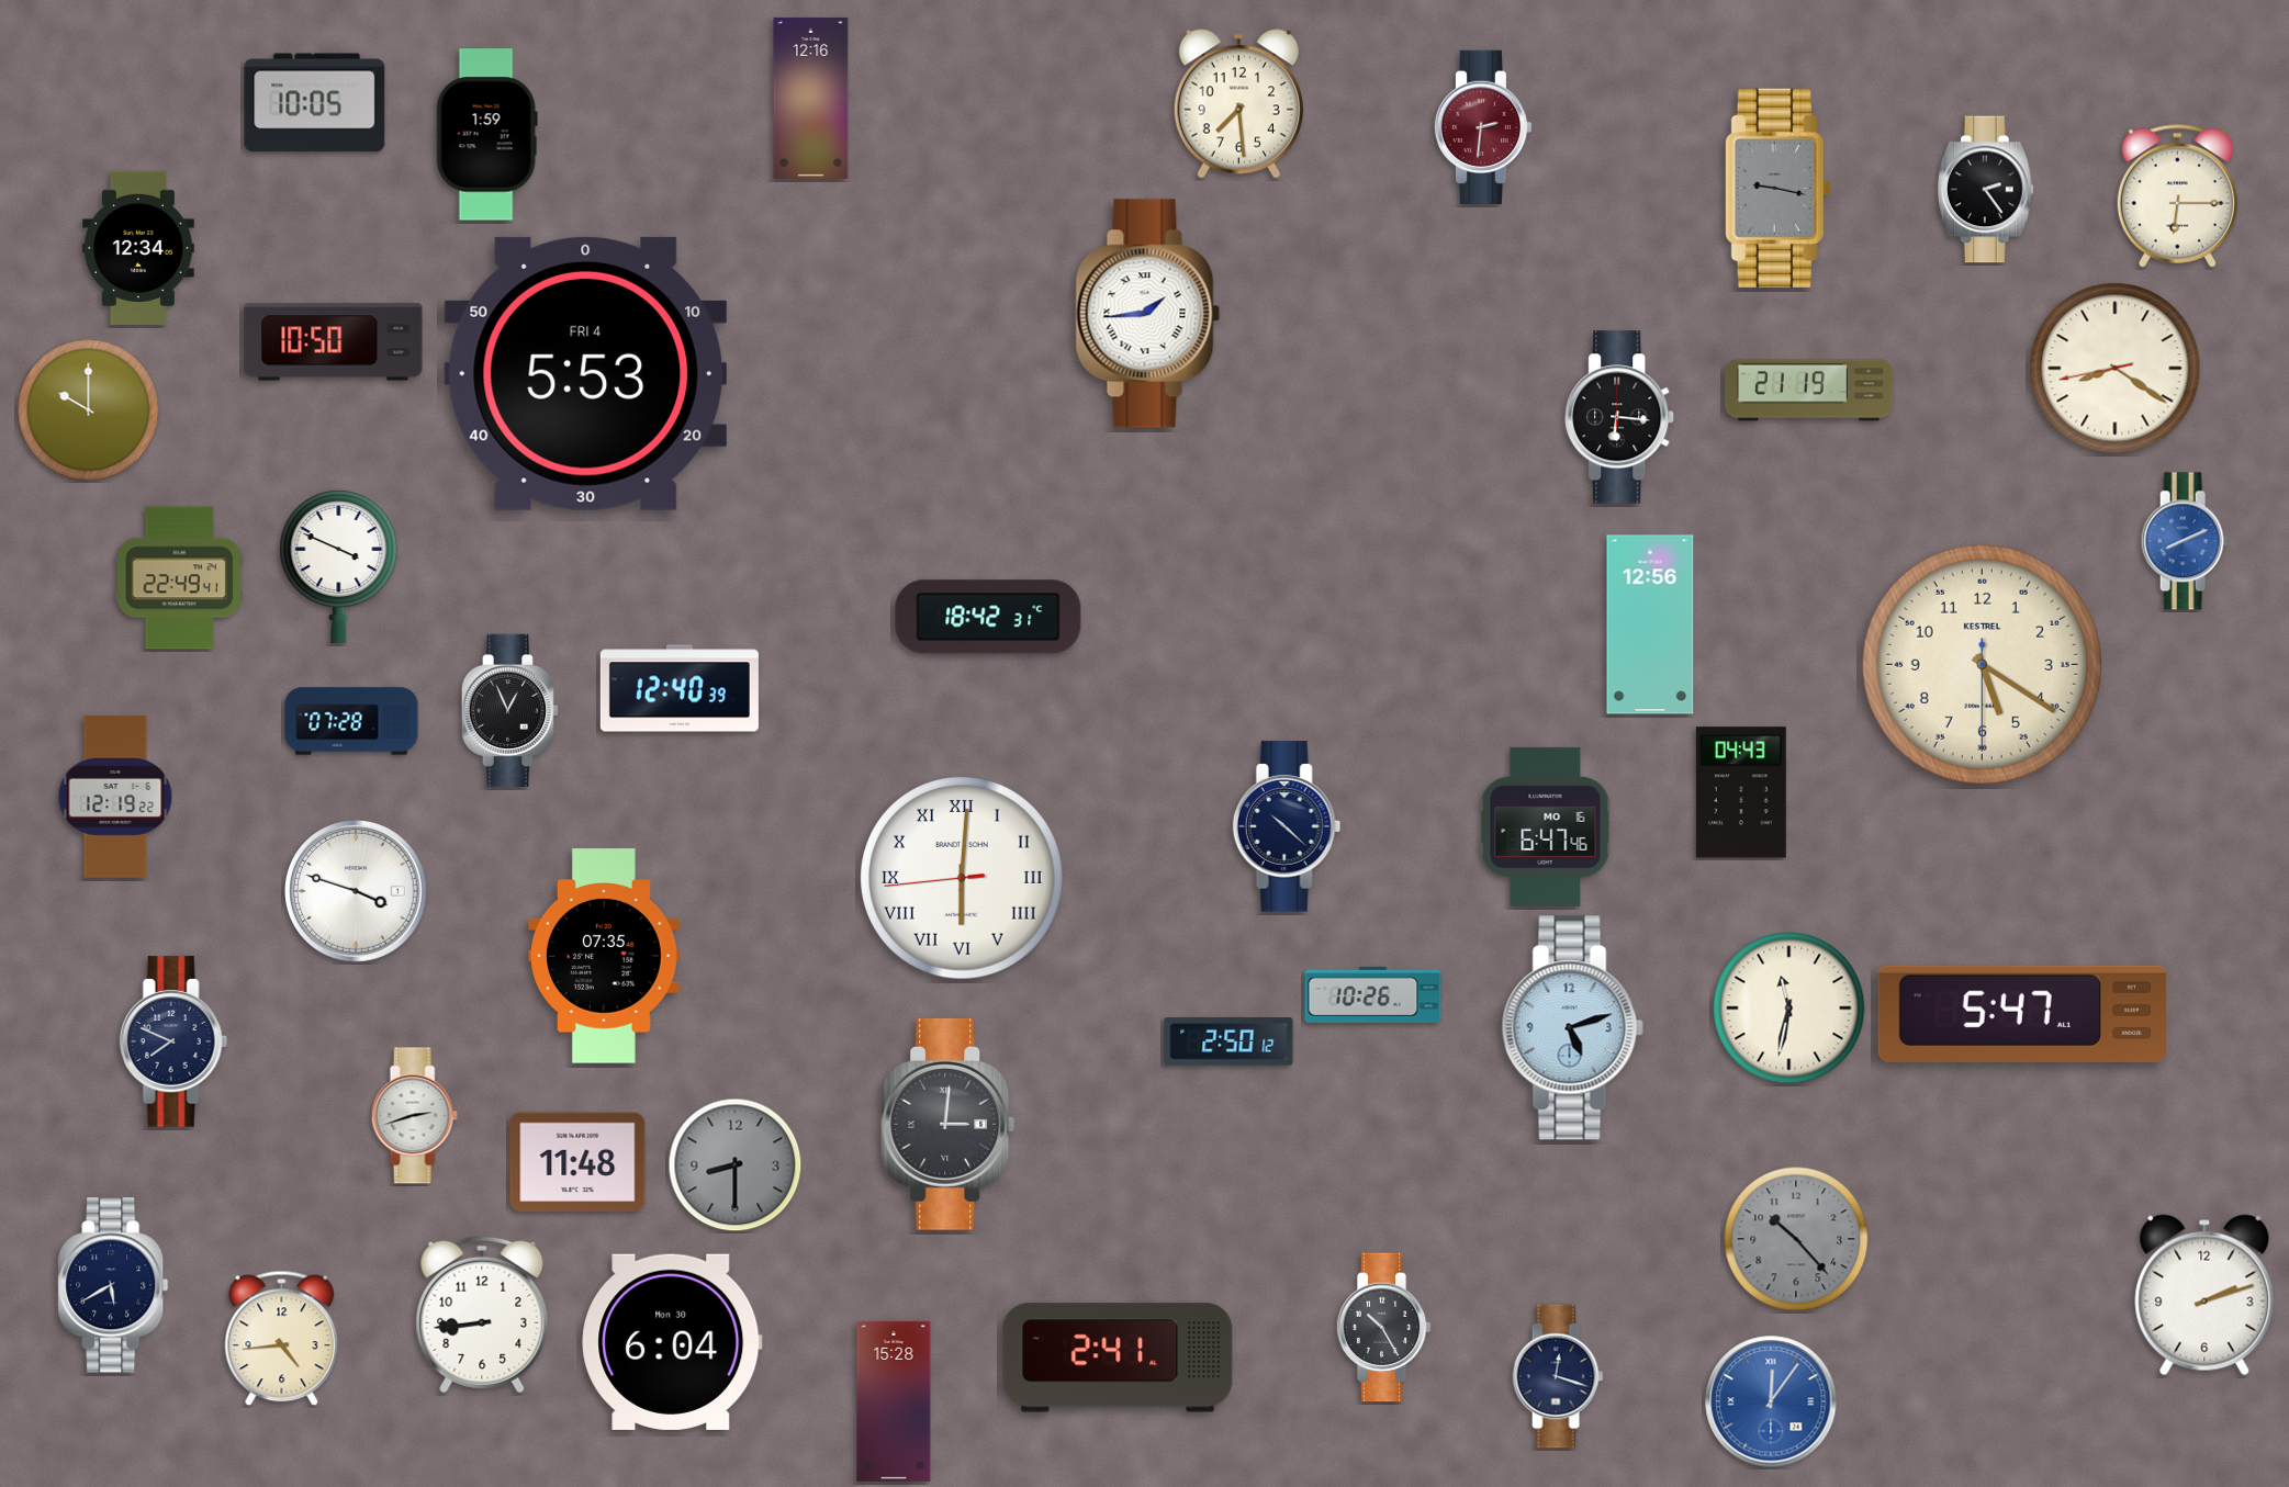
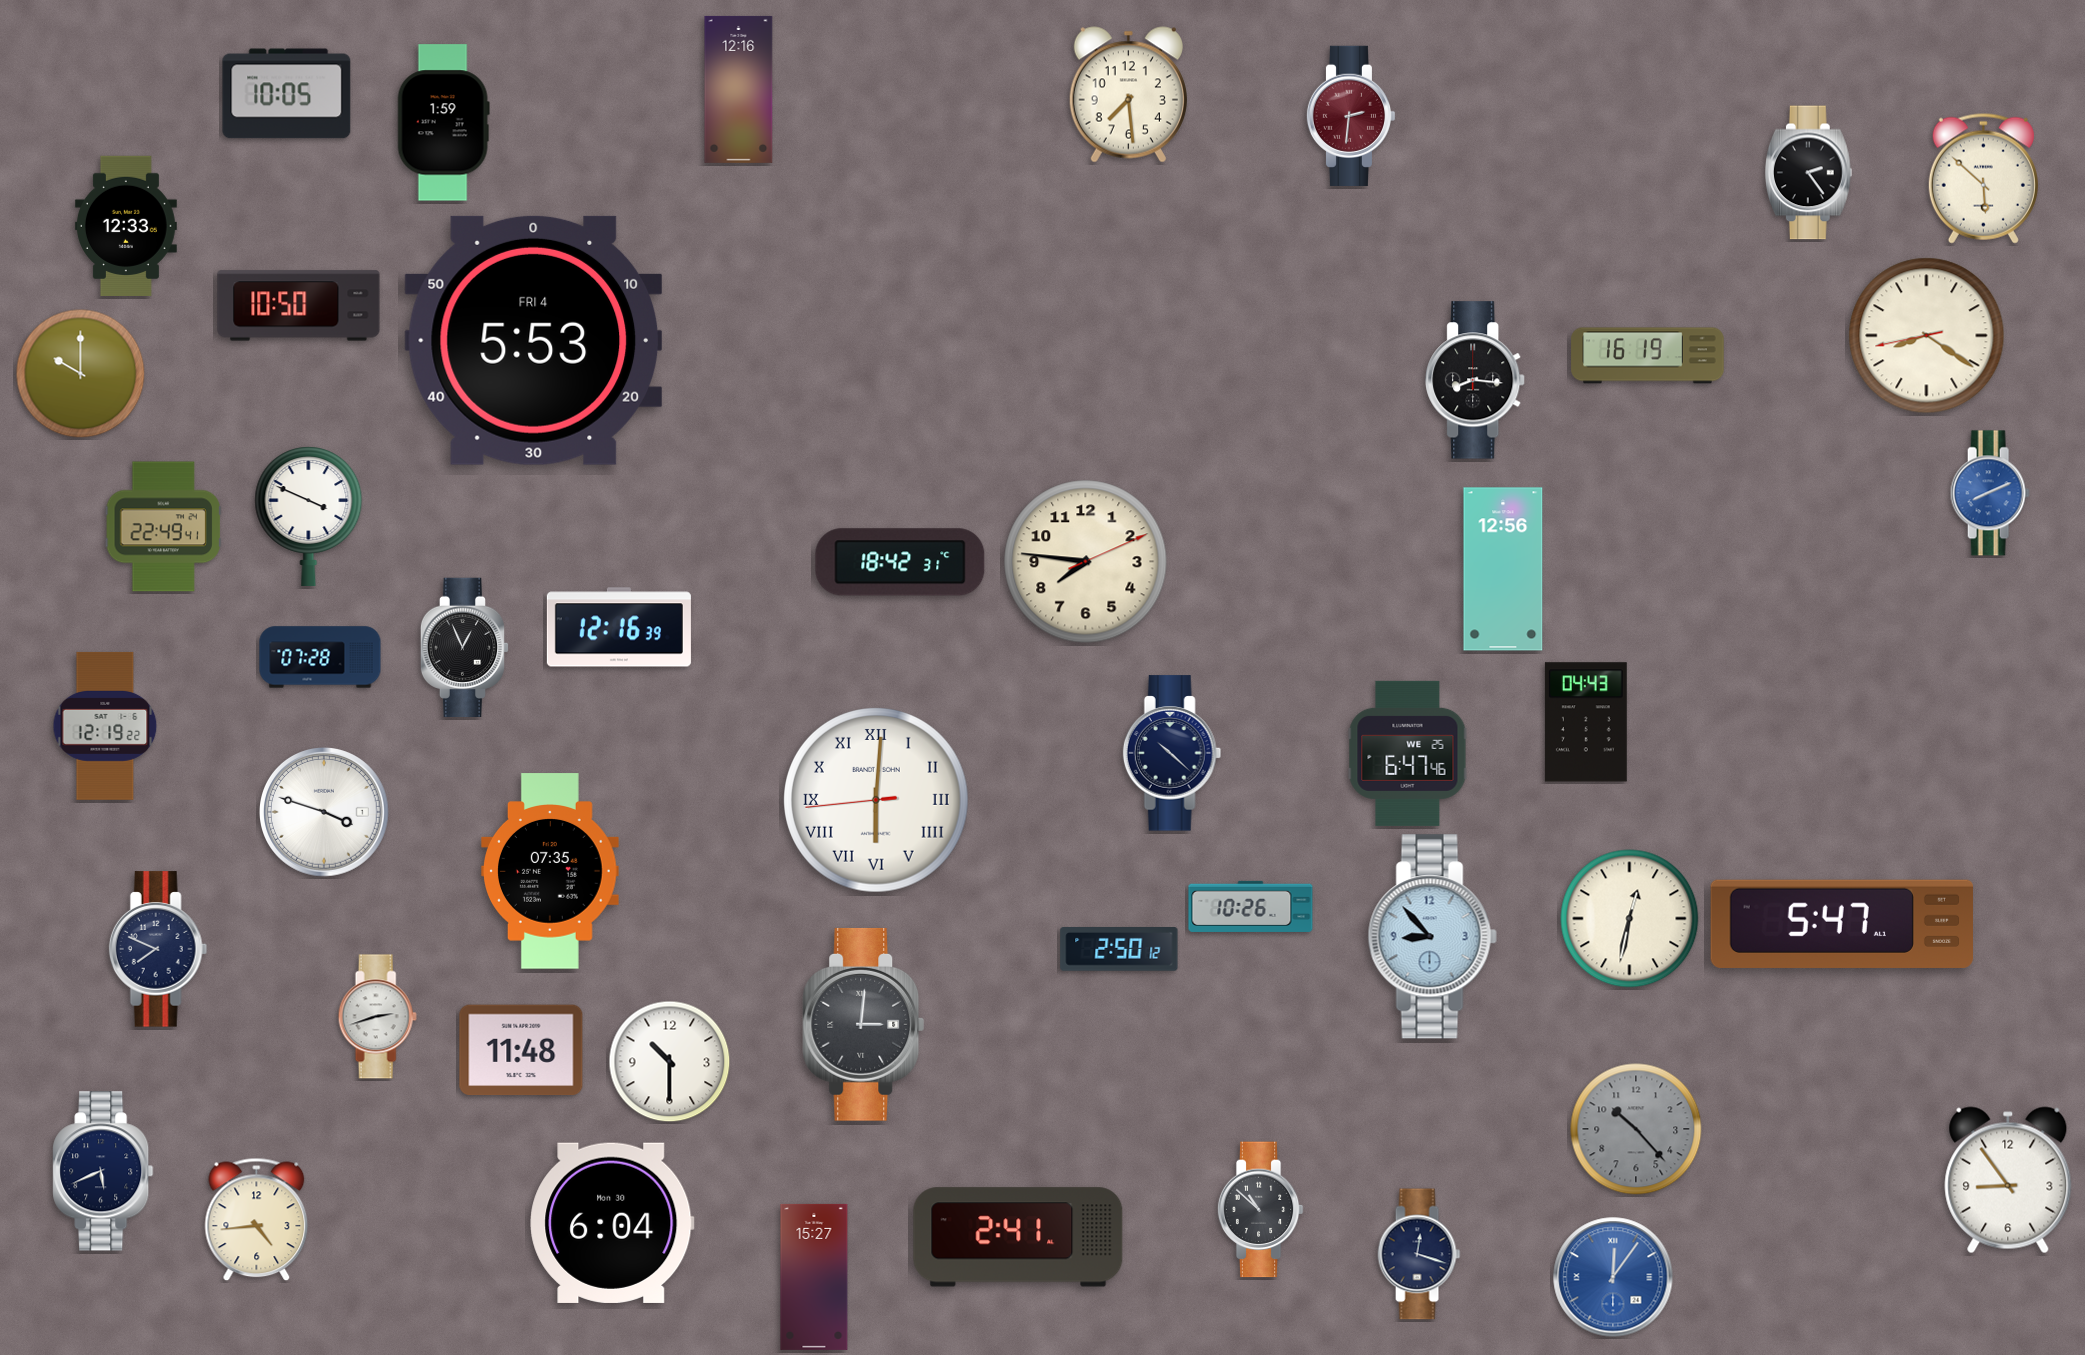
clock at (1777, 188): 9:17 -> none
clock at (2177, 195): 6:15 -> 5:52
clock at (138, 247): 12:34 -> 12:33
clock at (1148, 314): 1:44 -> none
clock at (334, 342) position: (334, 342) -> (299, 306)
clock at (1809, 391): 21:19 -> 16:19
clock at (1620, 417): 6:16 -> 8:16
clock at (1086, 562): none -> 7:46
clock at (1982, 664): 5:20 -> none
clock at (680, 688): 12:40 -> 12:16
clock at (1546, 826) date: MO 16 -> WE 25
clock at (1789, 1009): 11:32 -> 12:32
clock at (1572, 1028): 5:12 -> 8:53
clock at (577, 1162) position: (577, 1162) -> (521, 1050)
clock at (736, 1165): 8:30 -> 10:30
clock at (736, 1165) dial: grey -> white
clock at (113, 1285): 5:40 -> 5:41
clock at (2204, 1295): 2:12 -> 8:54
clock at (482, 1315): 8:44 -> none
clock at (1383, 1328): 10:25 -> 10:52
clock at (894, 1401): 15:28 -> 15:27
